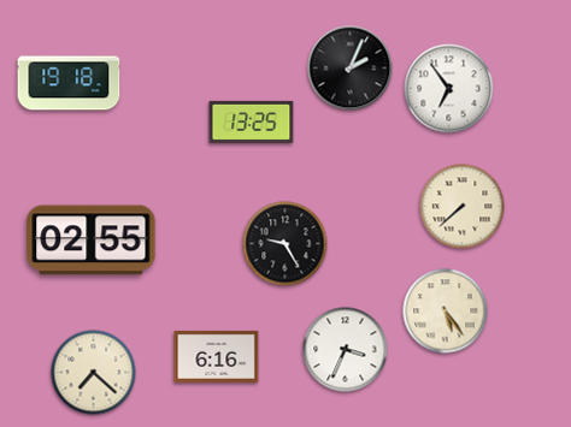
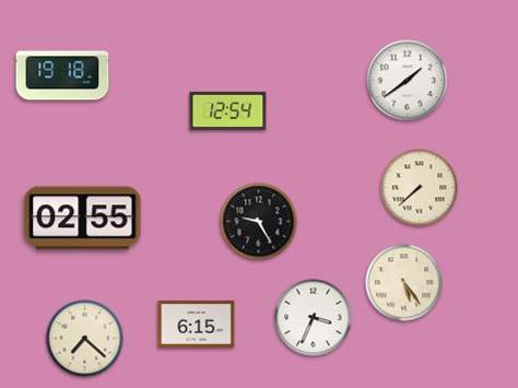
clock at (351, 69): 2:04 -> none
clock at (449, 89): 6:54 -> 1:39
clock at (252, 121): 13:25 -> 12:54
clock at (217, 356): 6:16 -> 6:15
